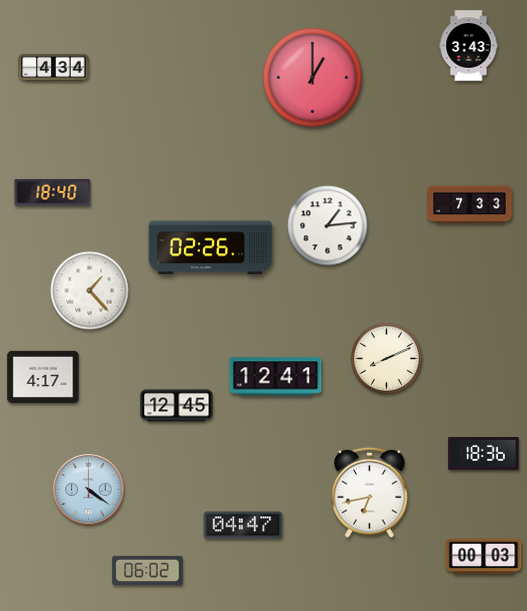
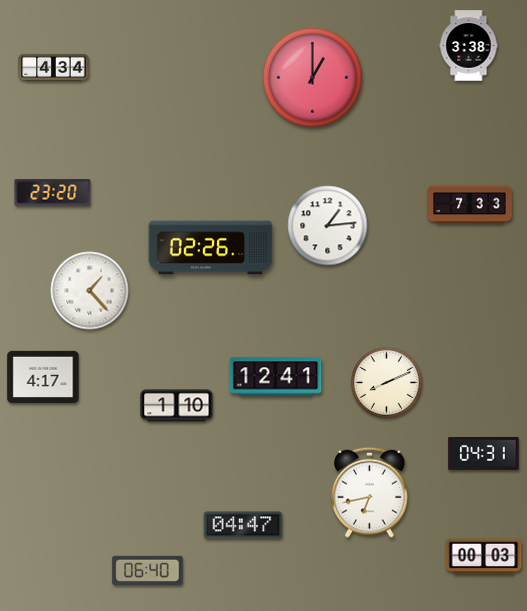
clock at (469, 46): 3:43 -> 3:38
clock at (53, 193): 18:40 -> 23:20
clock at (386, 358) position: (386, 358) -> (386, 382)
clock at (177, 406): 12:45 -> 1:10
clock at (484, 453): 18:36 -> 04:31
clock at (89, 490): 4:21 -> none
clock at (148, 570): 06:02 -> 06:40
